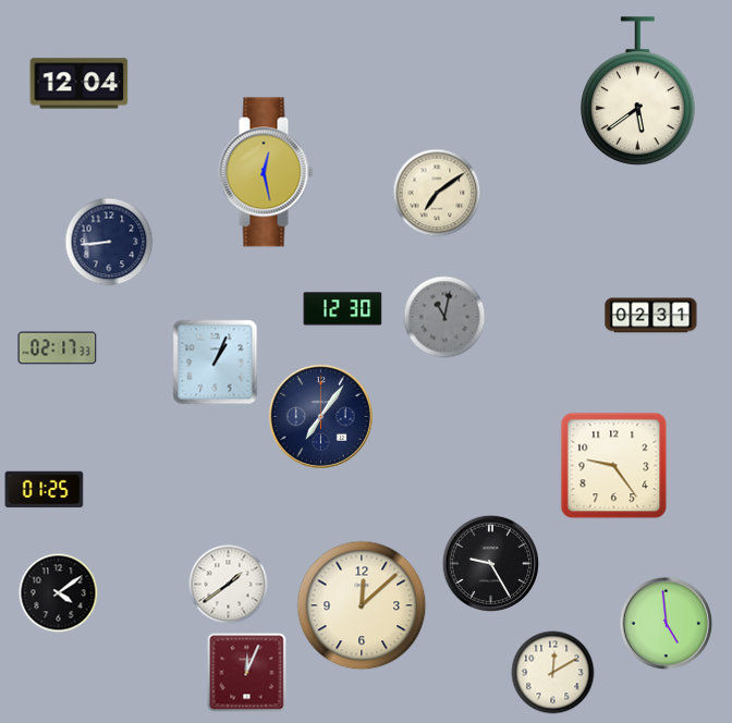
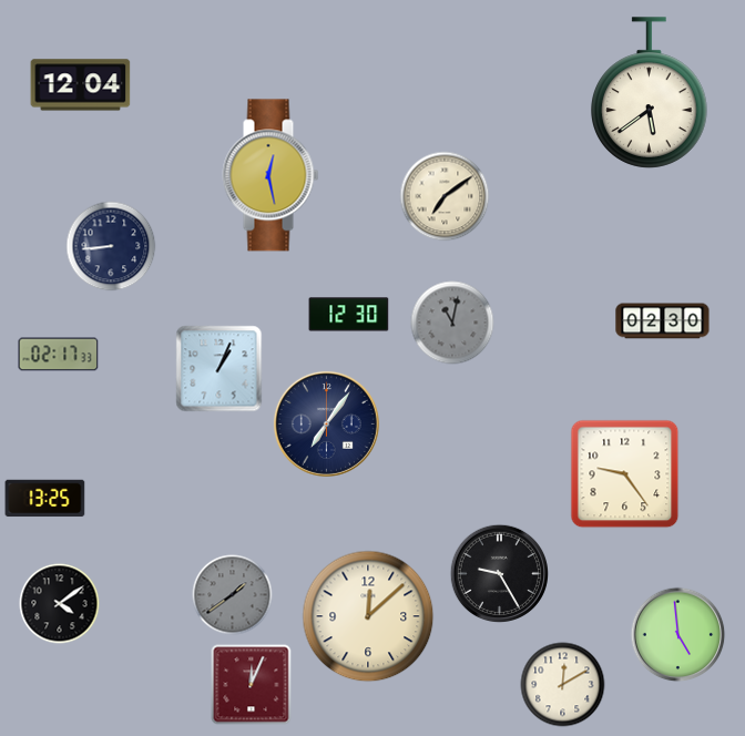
clock at (651, 316): 02:31 -> 02:30
clock at (45, 490): 01:25 -> 13:25
clock at (229, 585) dial: white -> grey
